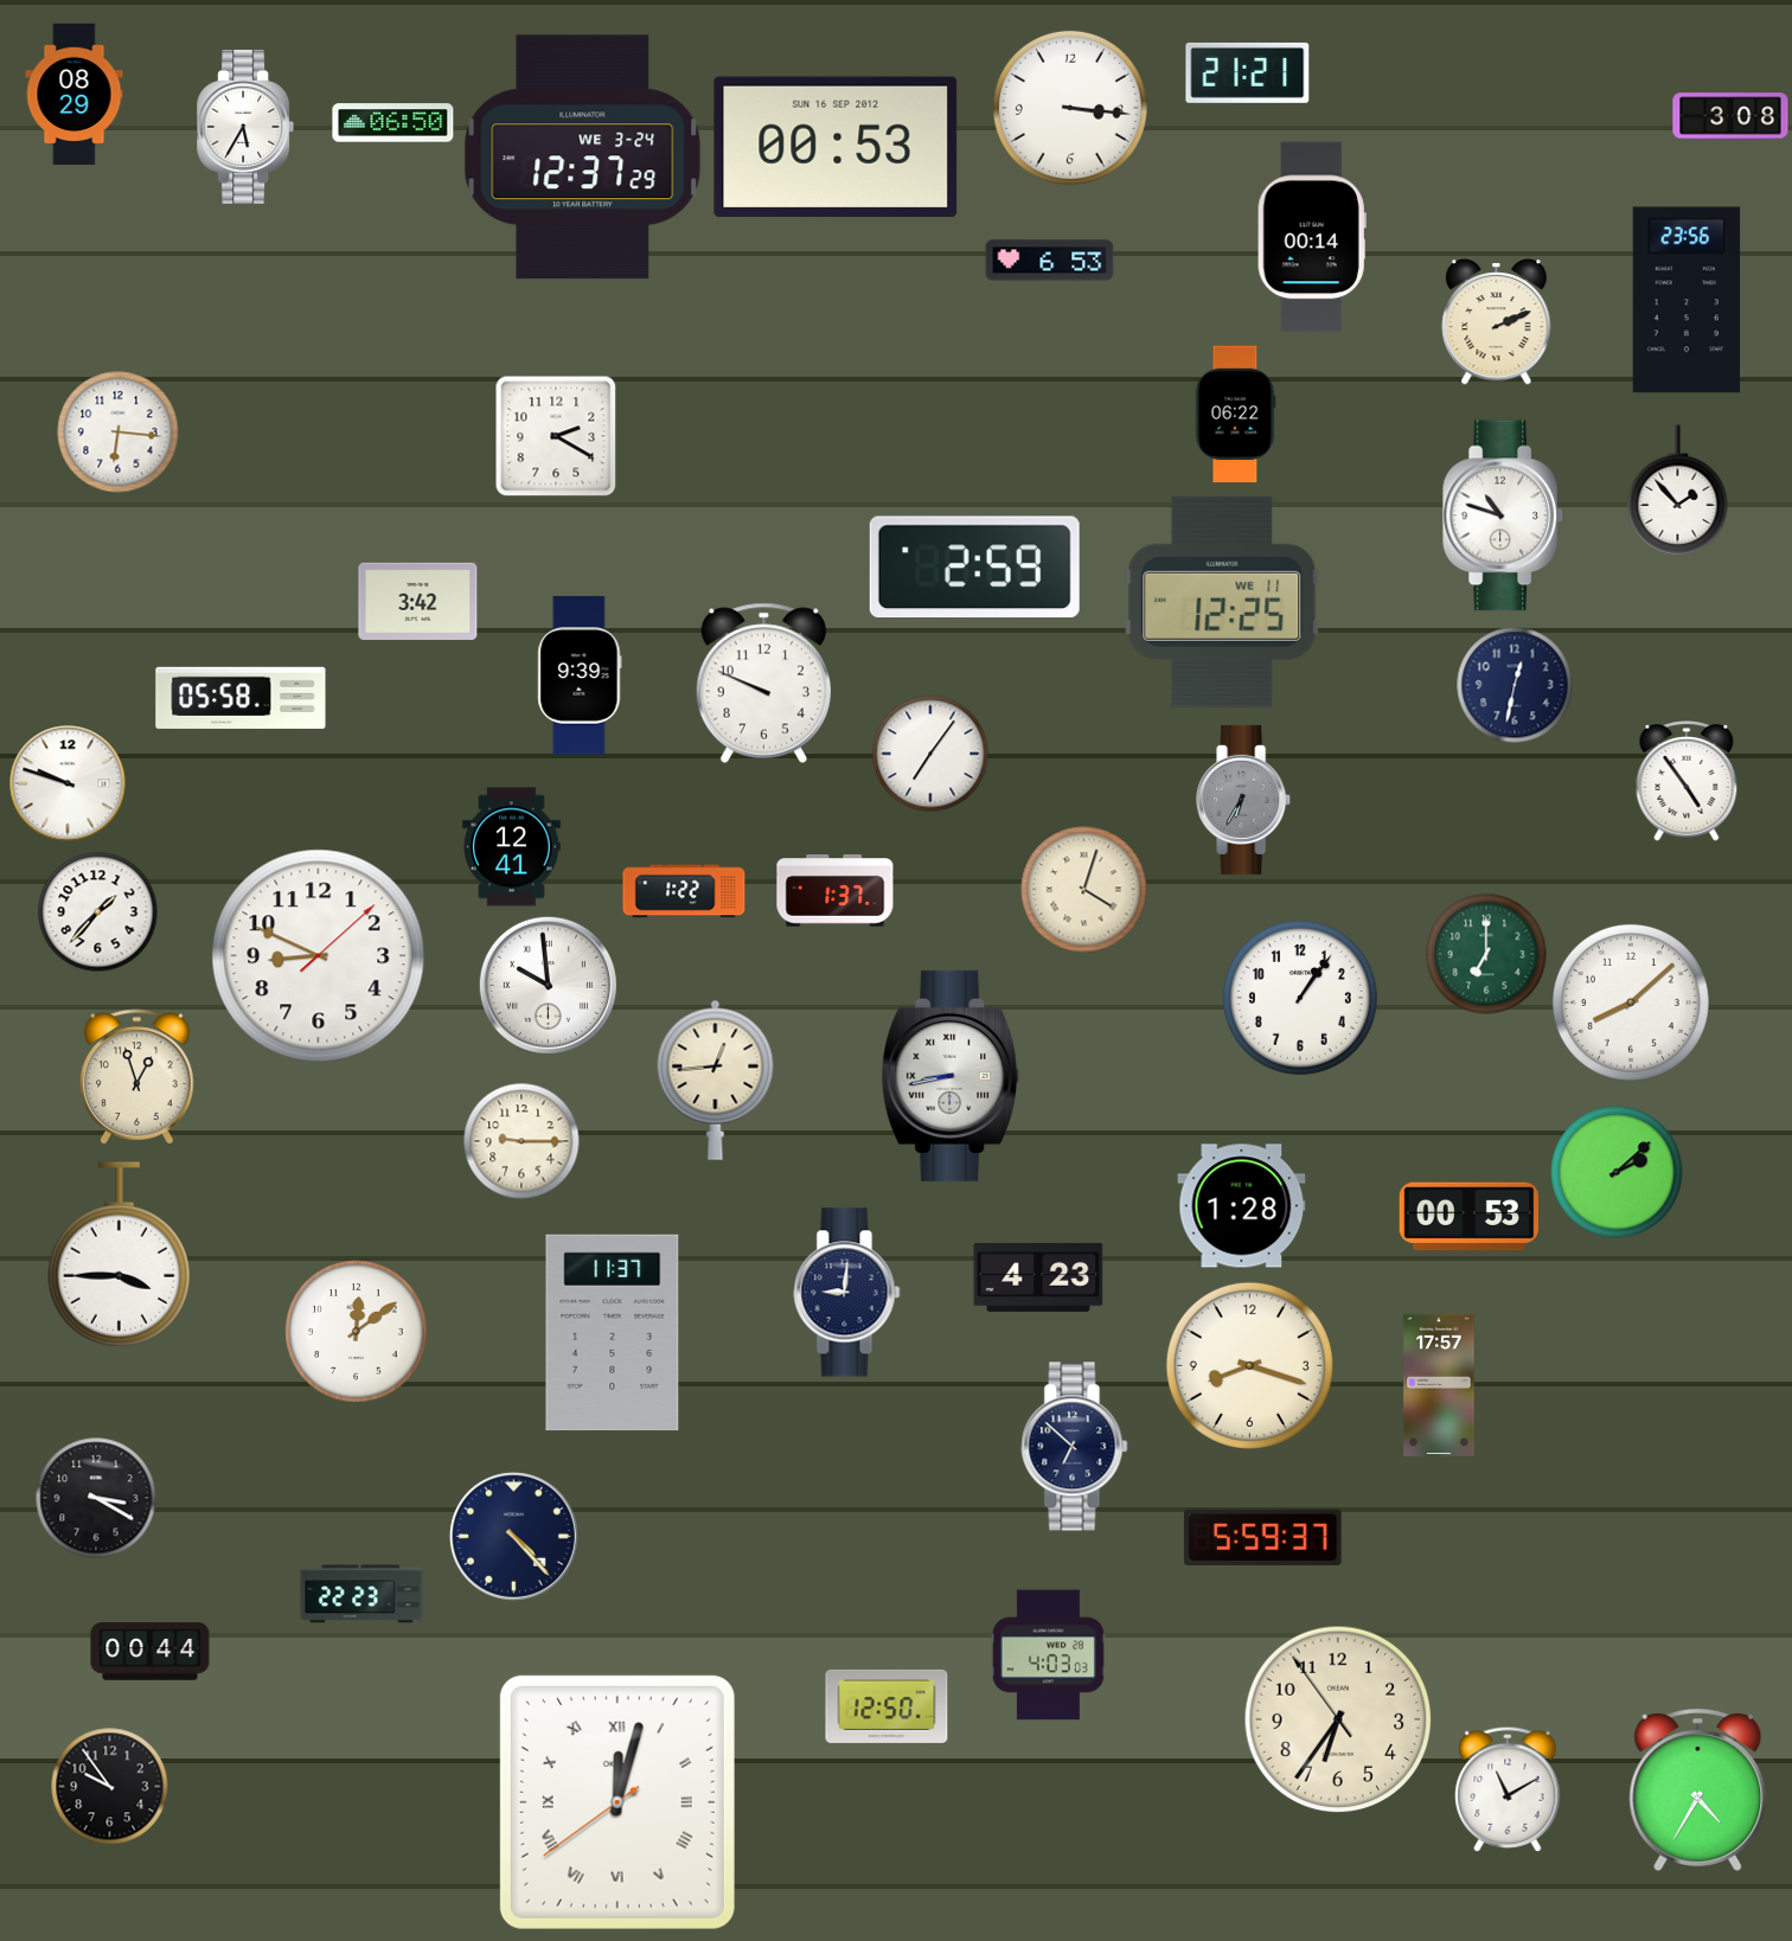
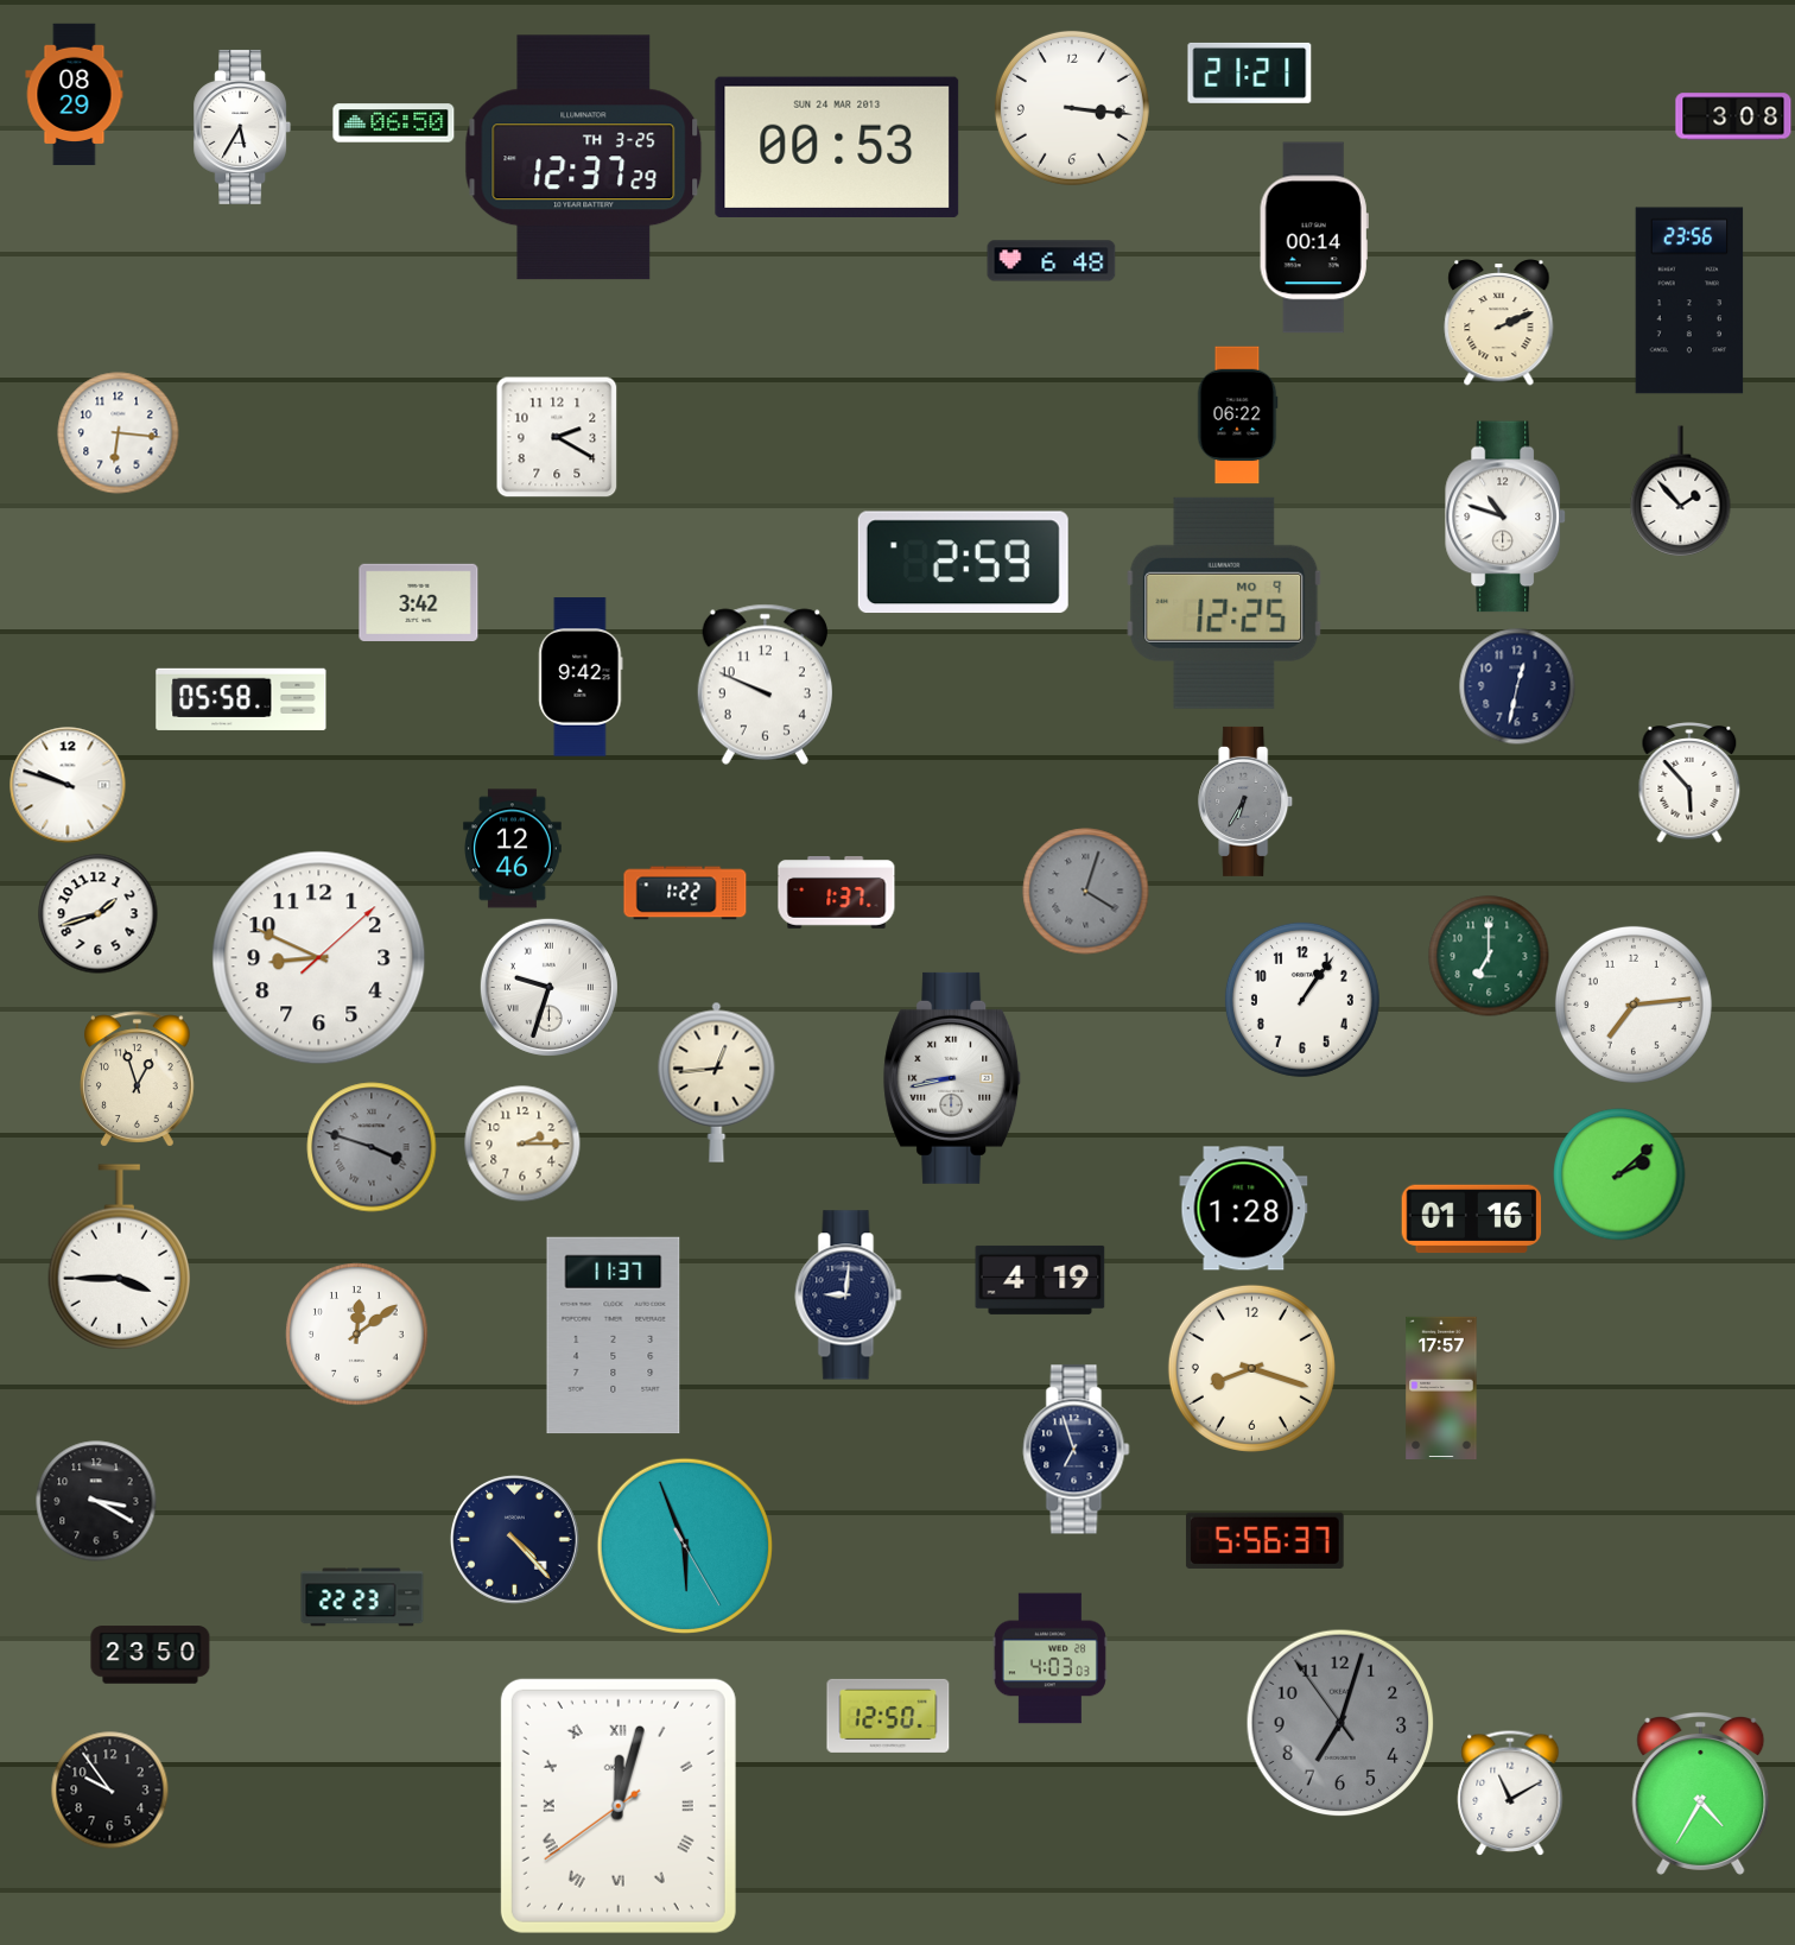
clock at (245, 127) position: (245, 127) -> (242, 127)
clock at (836, 147) date: SUN 16 SEP 2012 -> SUN 24 MAR 2013
clock at (583, 158) date: WE 3-24 -> TH 3-25
clock at (1050, 261): 6:53 -> 6:48
clock at (974, 568) position: (974, 568) -> (963, 563)
clock at (1222, 602) date: WE 11 -> MO 9
clock at (580, 675): 9:39 -> 9:42
clock at (930, 754): 7:06 -> none
clock at (1687, 781): 4:54 -> 5:53
clock at (512, 847): 12:41 -> 12:46
clock at (1084, 890) dial: cream -> grey
clock at (98, 912): 1:37 -> 1:42
clock at (548, 985): 9:59 -> 9:33
clock at (1631, 1002): 8:08 -> 7:14
clock at (521, 1141): 9:15 -> 2:15
clock at (372, 1147): none -> 3:48
clock at (1470, 1217): 00:53 -> 01:16
clock at (1038, 1277): 4:23 -> 4:19
clock at (1075, 1447): 6:52 -> 6:57
clock at (1262, 1537): 5:59 -> 5:56
clock at (685, 1546): none -> 5:56
clock at (151, 1652): 00:44 -> 23:50
clock at (887, 1706) position: (887, 1706) -> (888, 1716)
clock at (1338, 1719): 6:35 -> 7:02
clock at (1338, 1719) dial: cream -> grey
